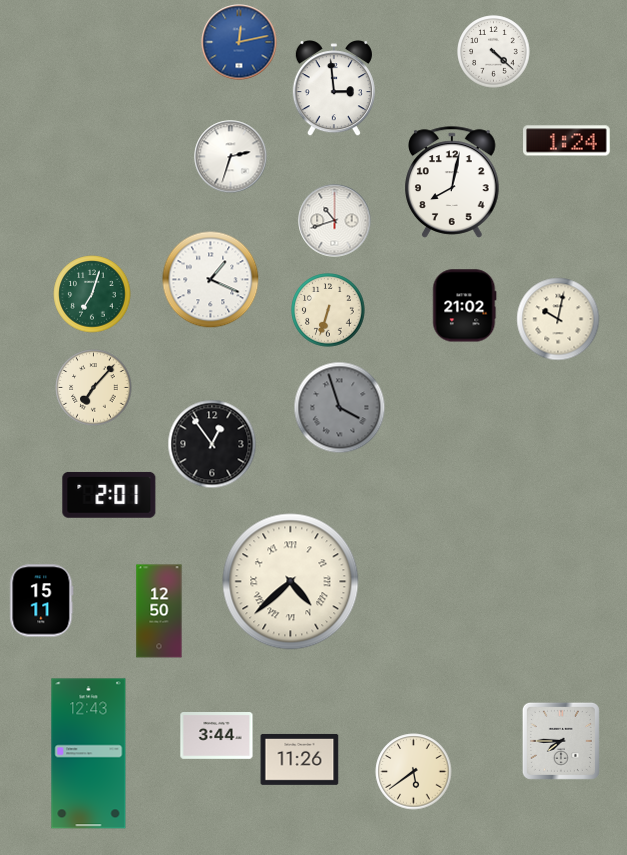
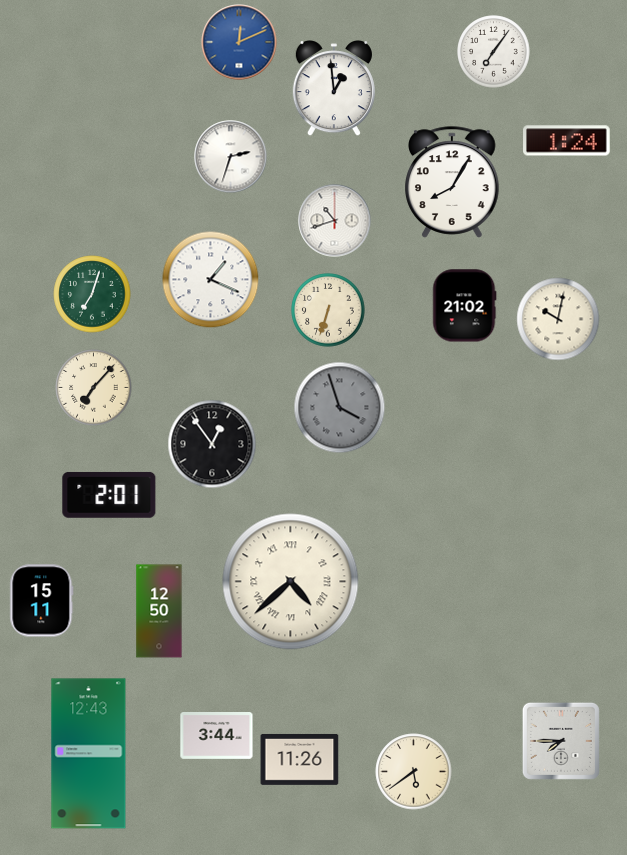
clock at (239, 42): 12:13 -> 12:11
clock at (494, 52): 4:22 -> 7:06
clock at (334, 89): 2:59 -> 12:59
clock at (452, 182): 8:02 -> 8:05
